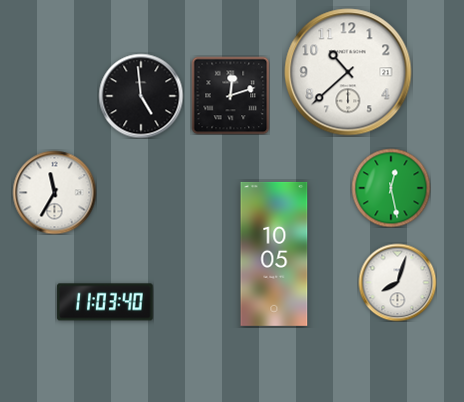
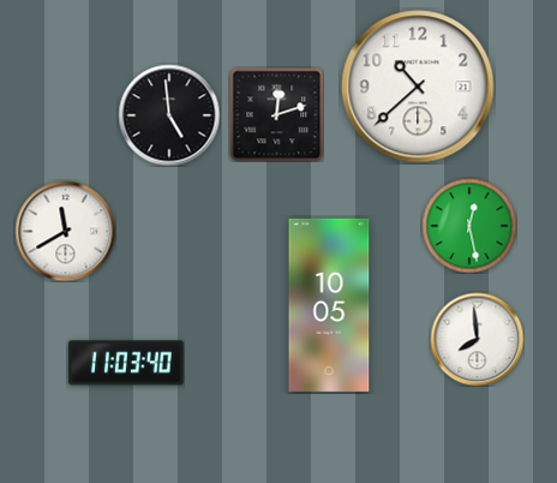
clock at (54, 192): 11:35 -> 11:40
clock at (397, 282): 8:03 -> 7:59
